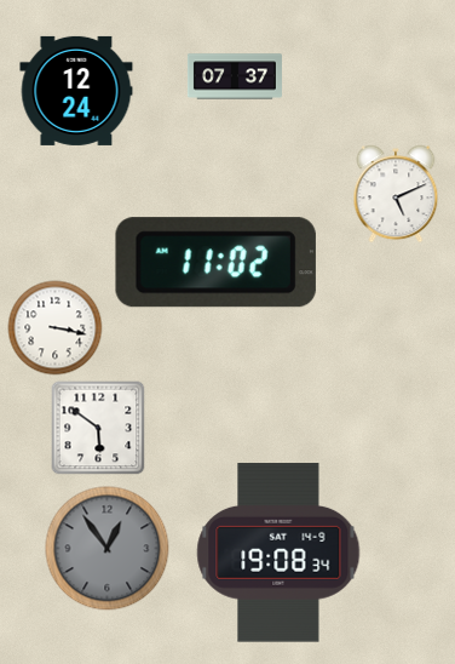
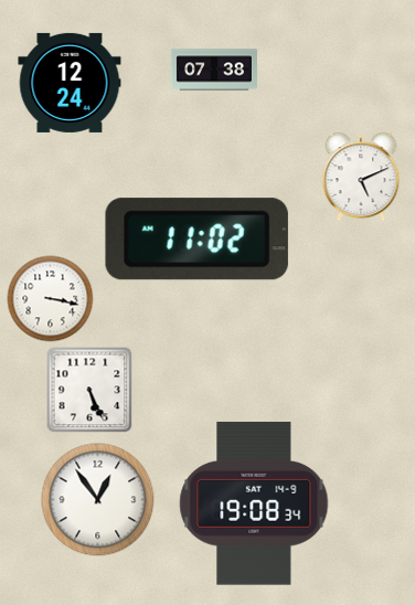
clock at (235, 76): 07:37 -> 07:38
clock at (98, 428): 5:51 -> 5:26
clock at (108, 549) dial: grey -> white
